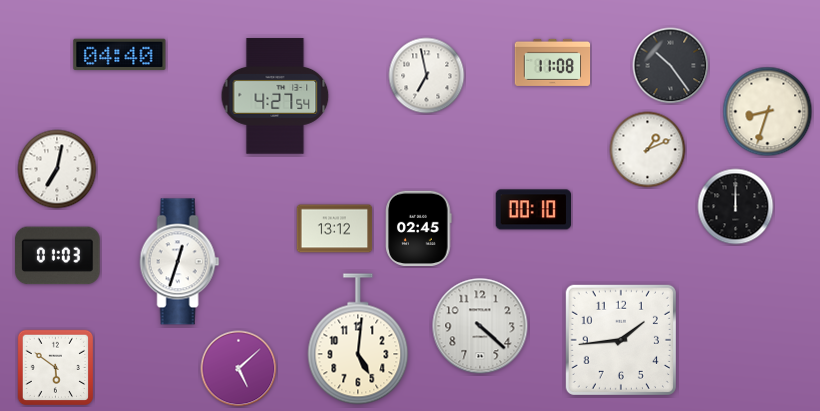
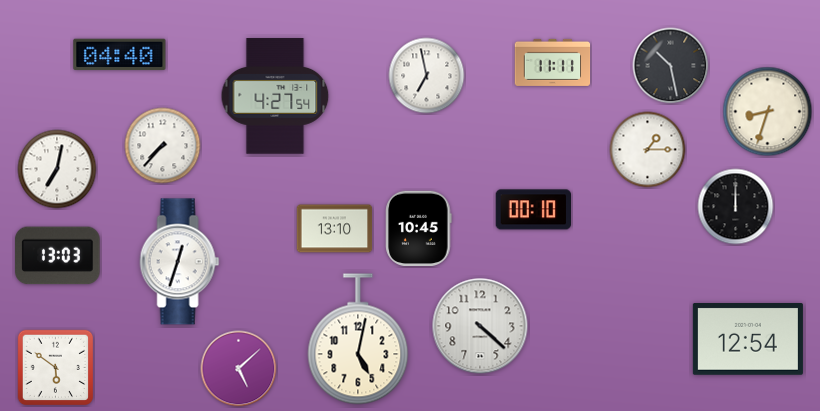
clock at (553, 62): 11:08 -> 11:11
clock at (671, 66): 10:24 -> 10:28
clock at (163, 146): none -> 7:37
clock at (648, 150): 1:11 -> 1:15
clock at (335, 229): 13:12 -> 13:10
clock at (419, 229): 02:45 -> 10:45
clock at (58, 256): 01:03 -> 13:03
clock at (358, 339): 5:01 -> 5:02
clock at (748, 339): none -> 12:54
clock at (621, 340): 1:44 -> none
